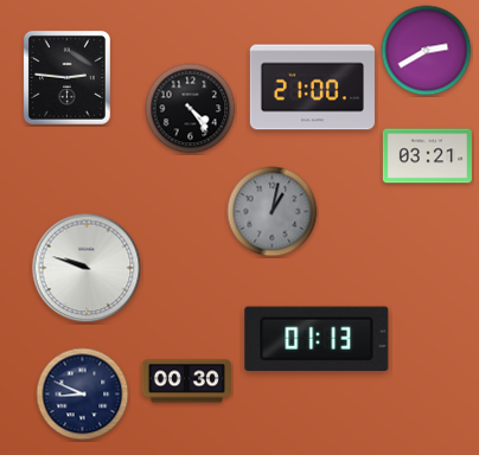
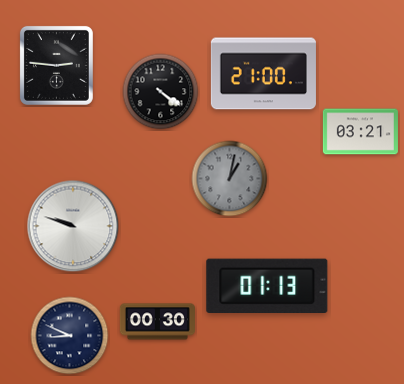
clock at (427, 51): 2:40 -> none
clock at (191, 109): 4:24 -> 4:21
clock at (83, 395) position: (83, 395) -> (70, 336)
